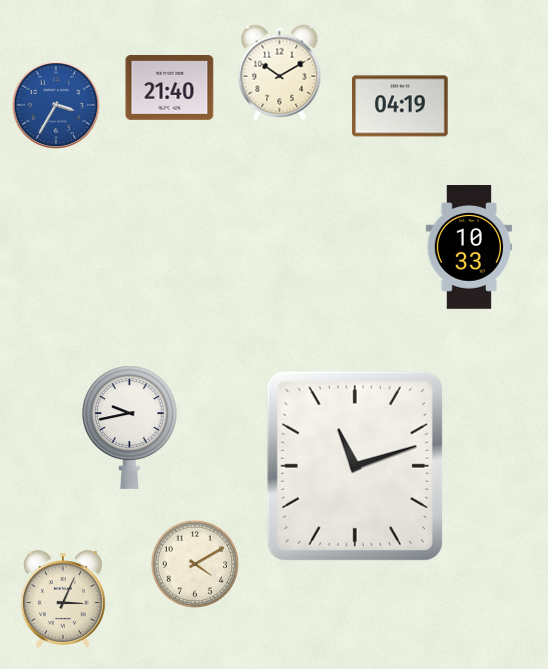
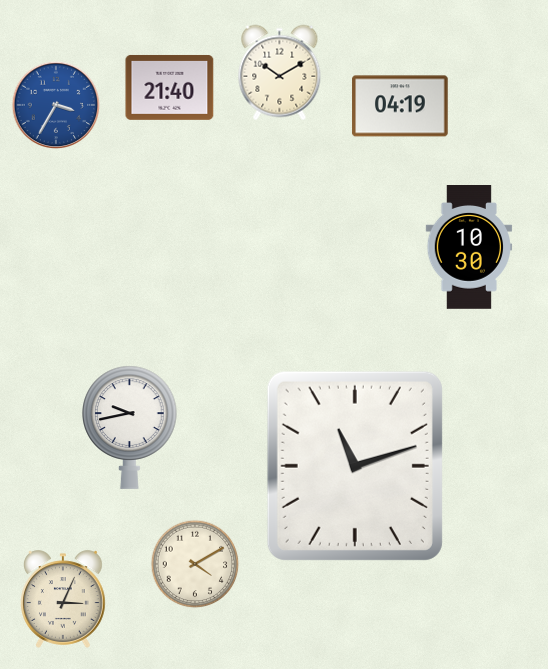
clock at (469, 248): 10:33 -> 10:30
